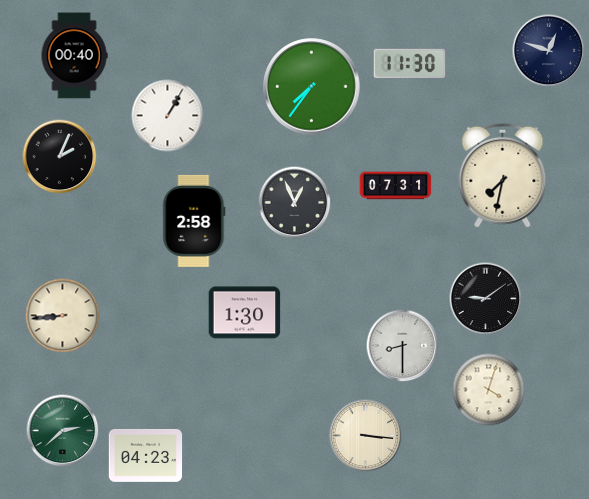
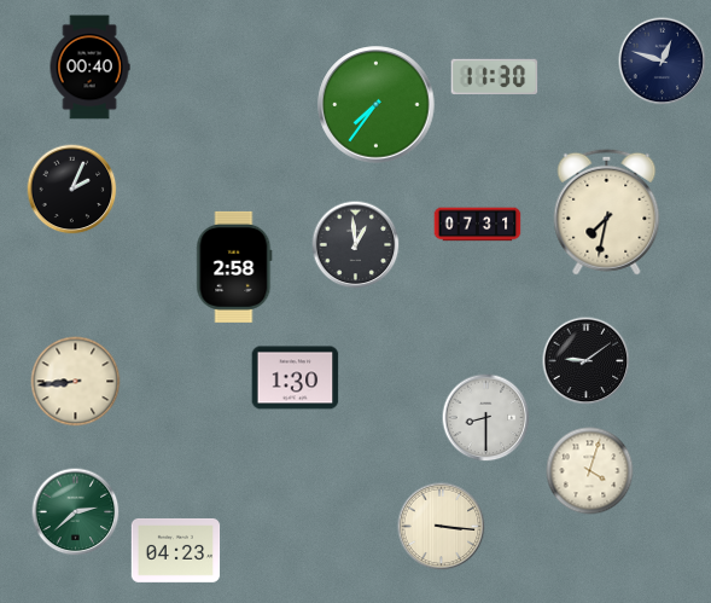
clock at (168, 116): 1:05 -> none
clock at (295, 203): 12:56 -> 12:59
clock at (63, 431) position: (63, 431) -> (76, 512)
